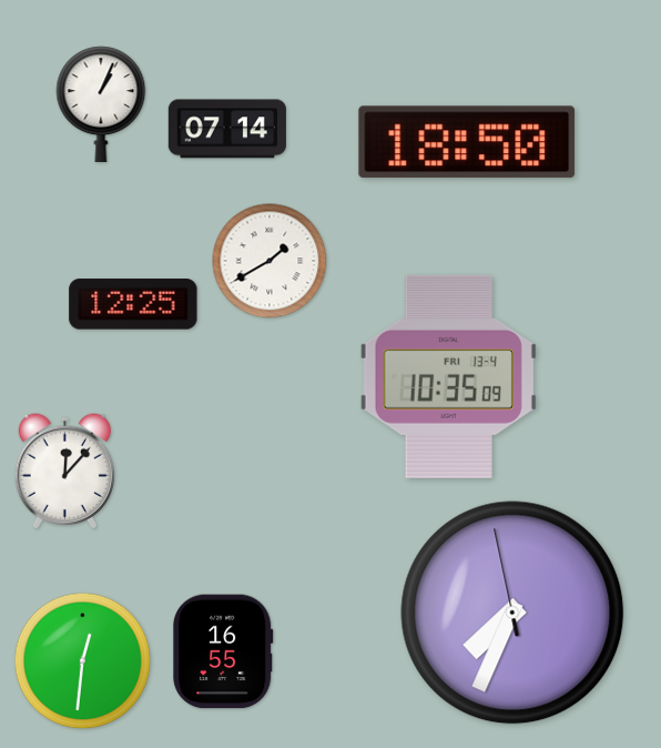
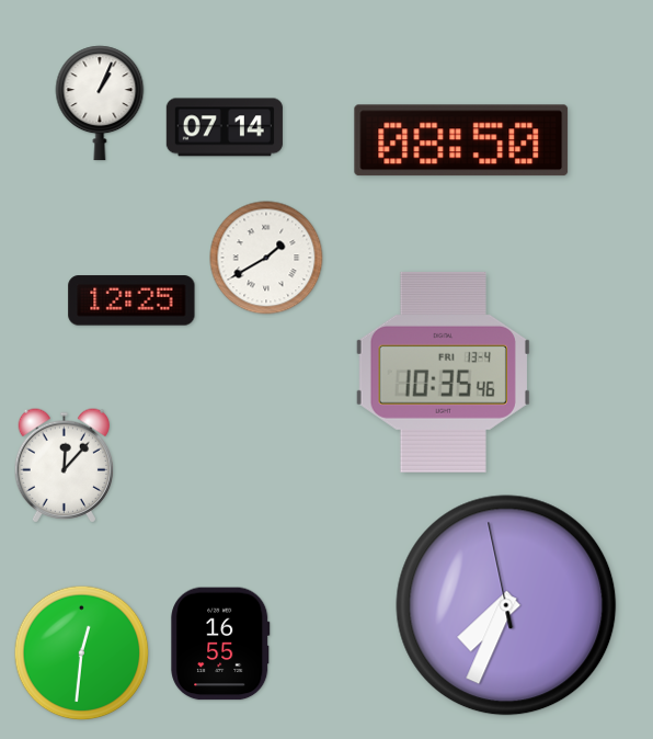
clock at (467, 142): 18:50 -> 08:50
clock at (448, 376): 10:35:09 -> 10:35:46
